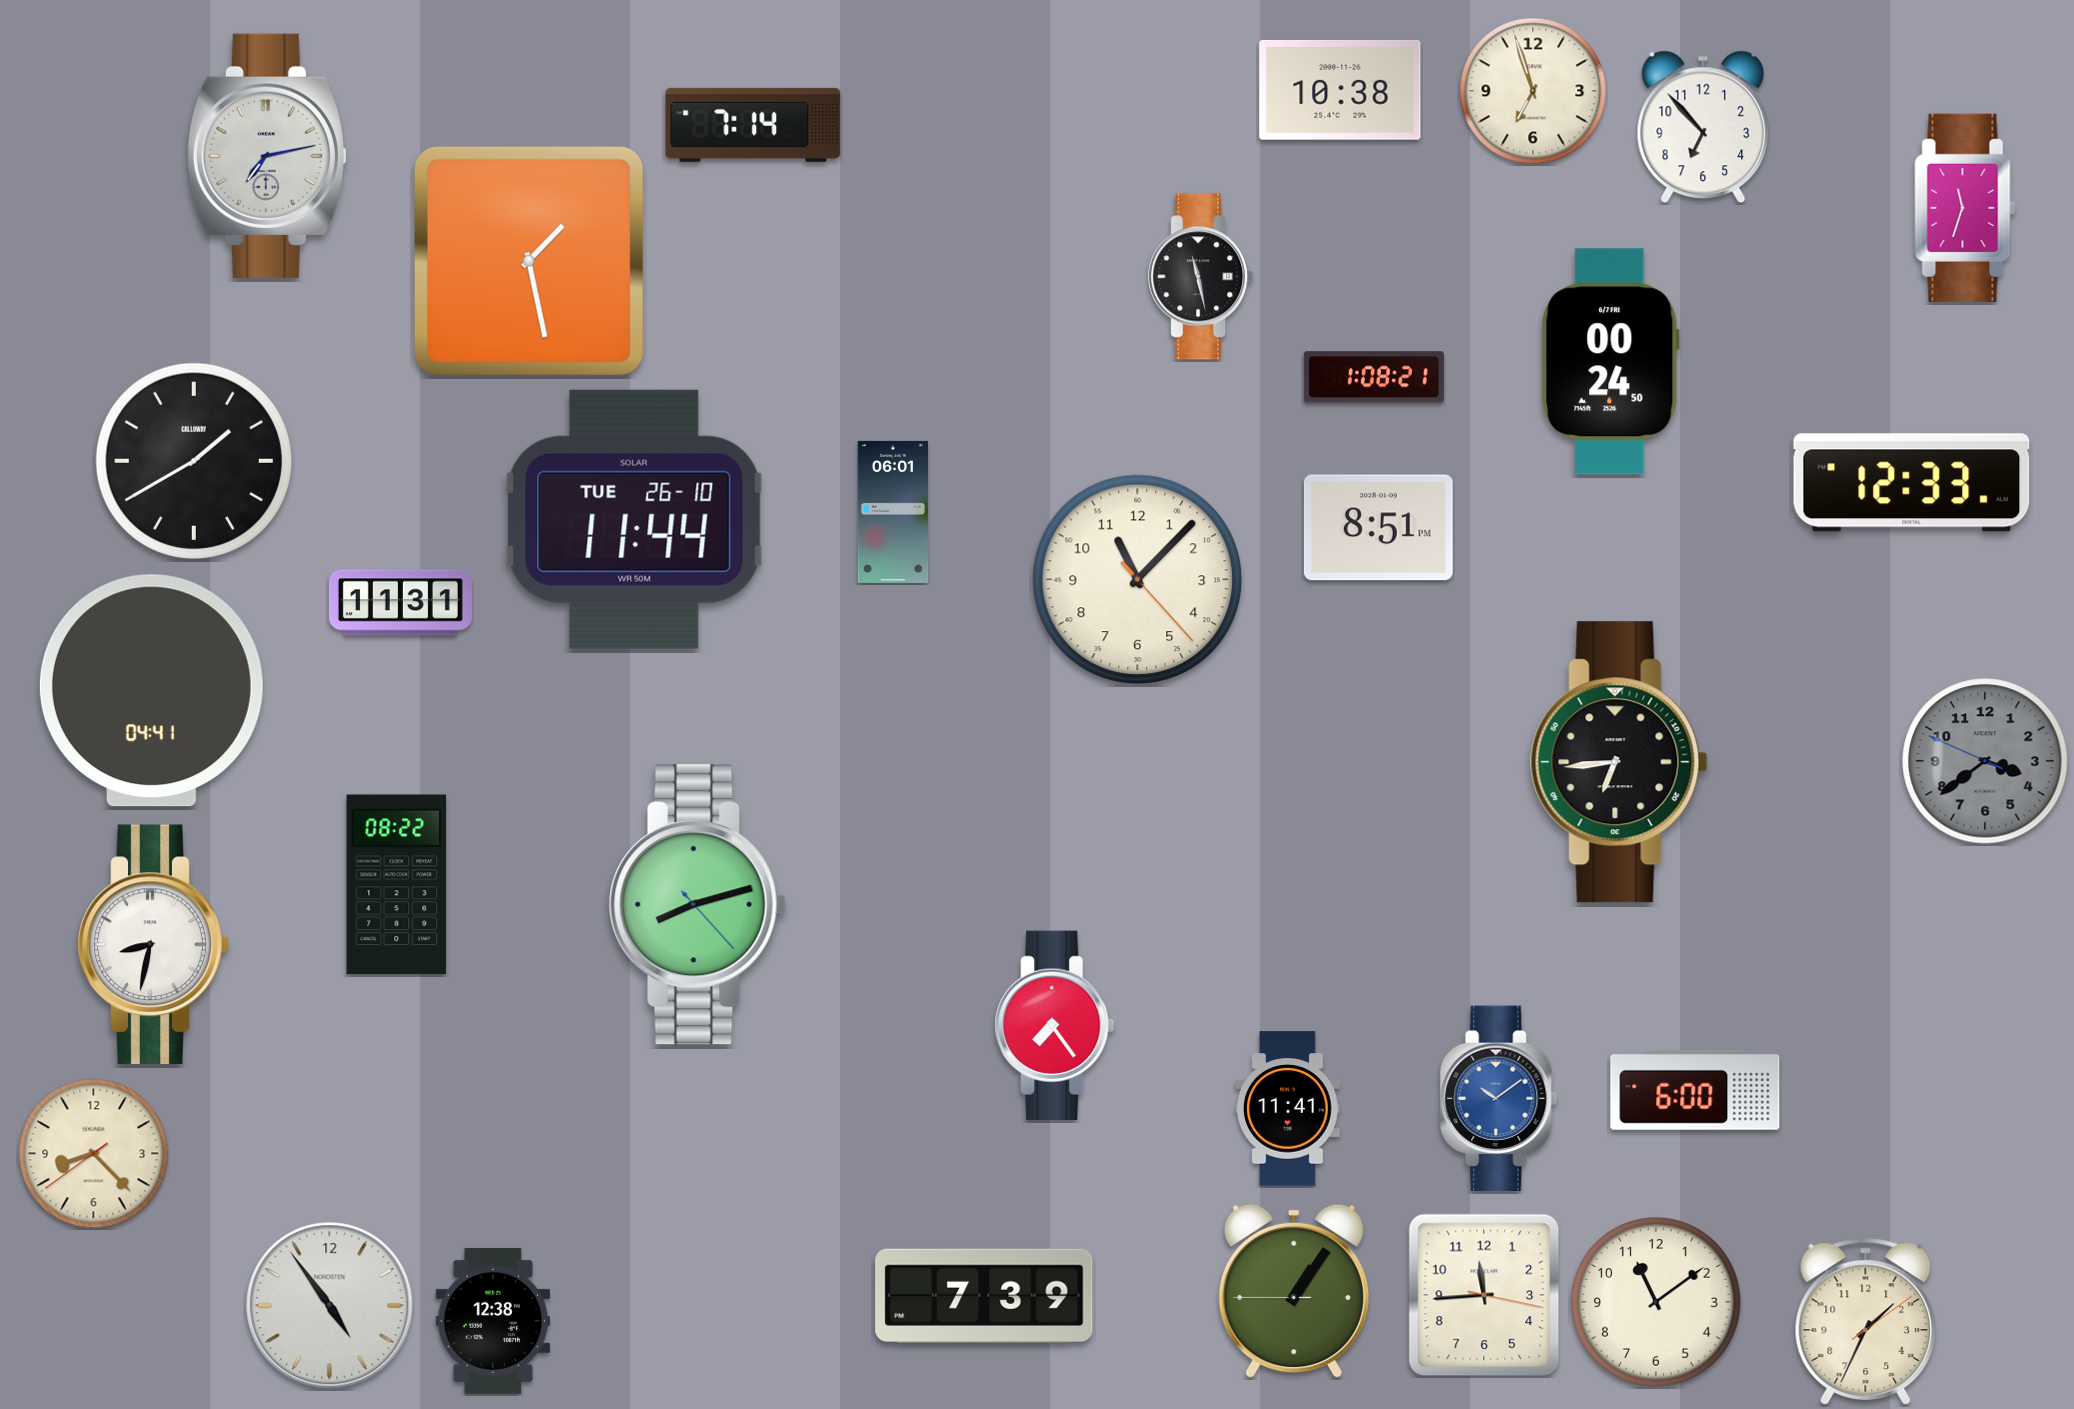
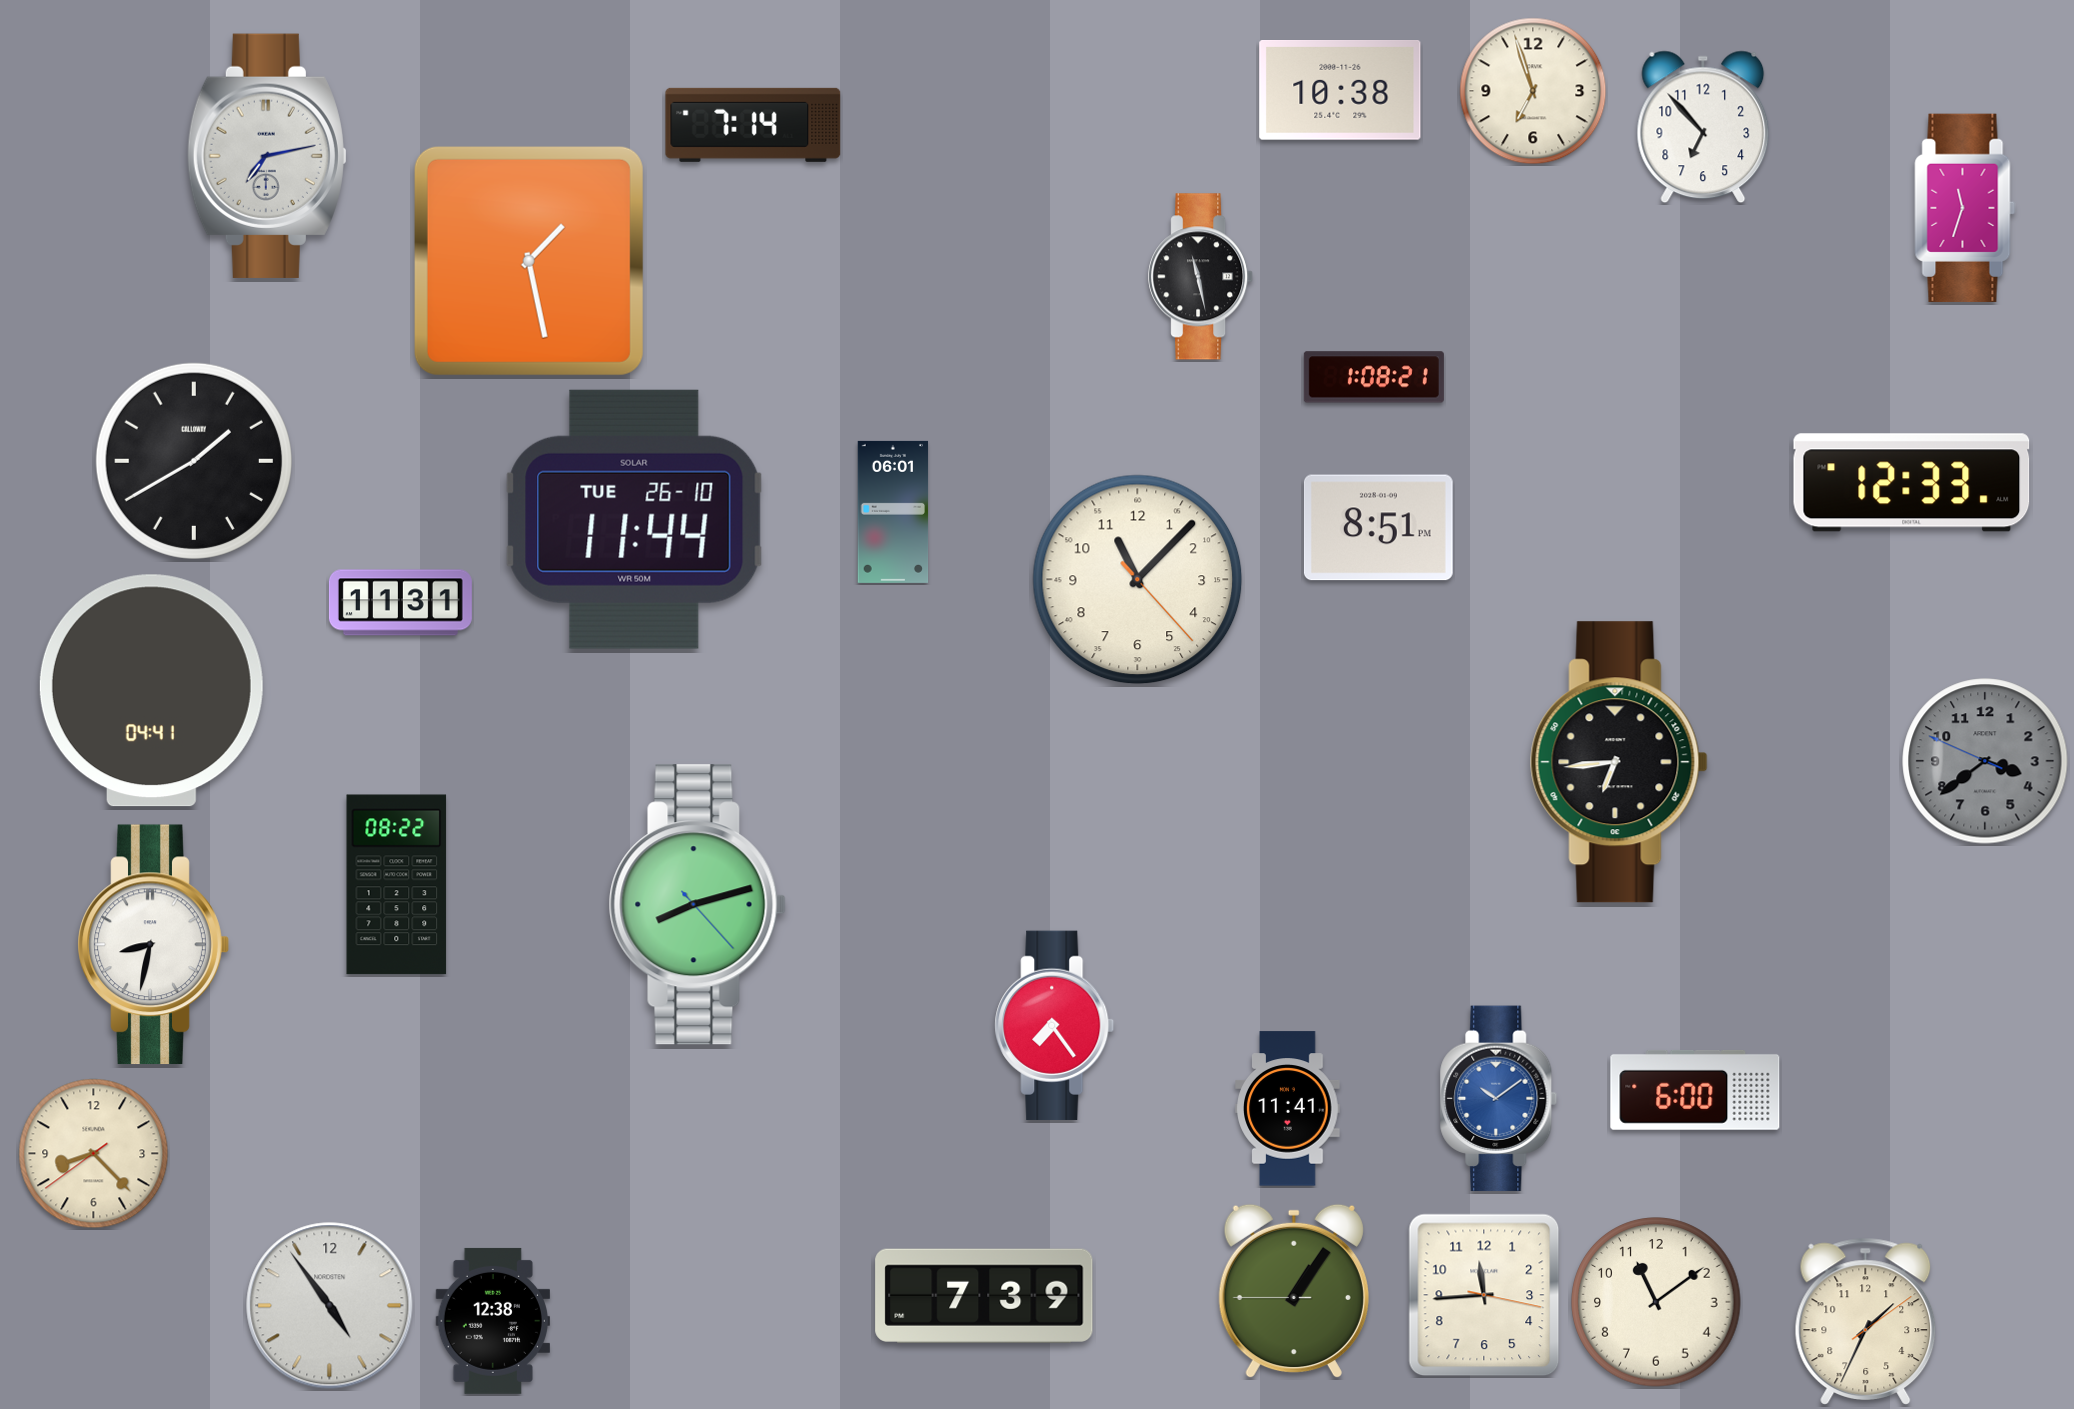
clock at (1611, 362): 00:24 -> none
